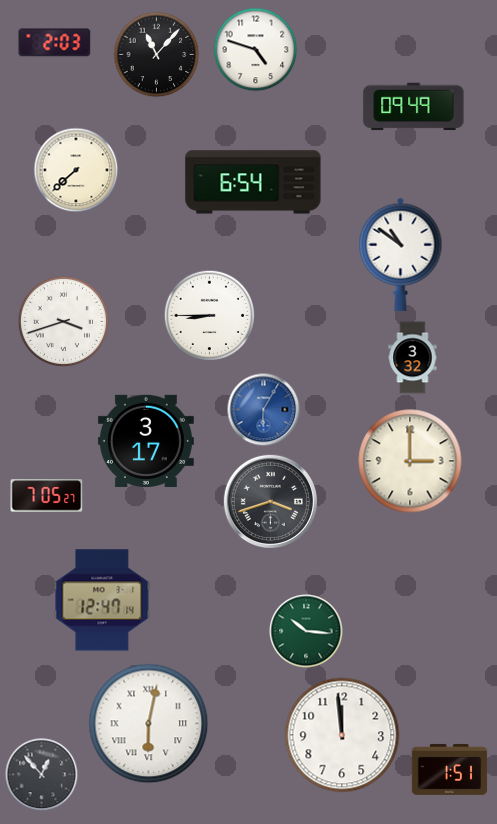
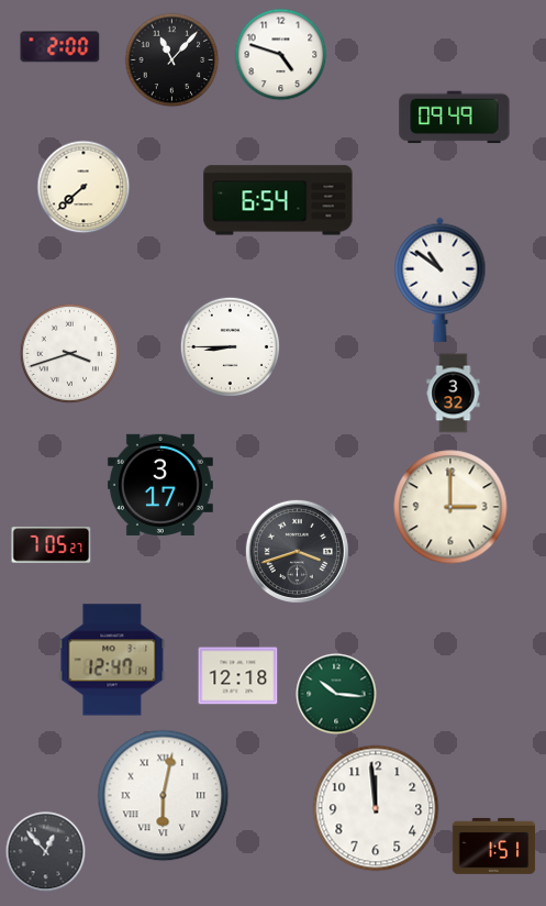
clock at (55, 43): 2:03 -> 2:00
clock at (264, 410): 6:05 -> none
clock at (238, 676): none -> 12:18
